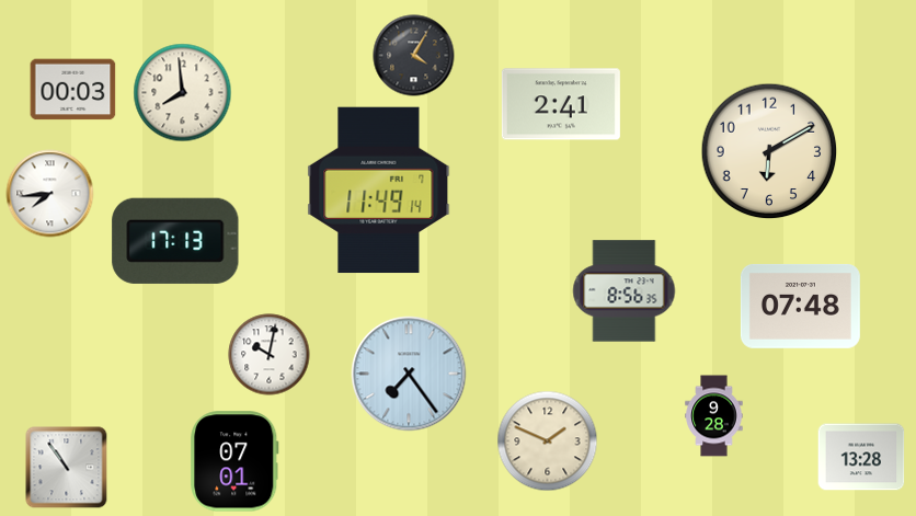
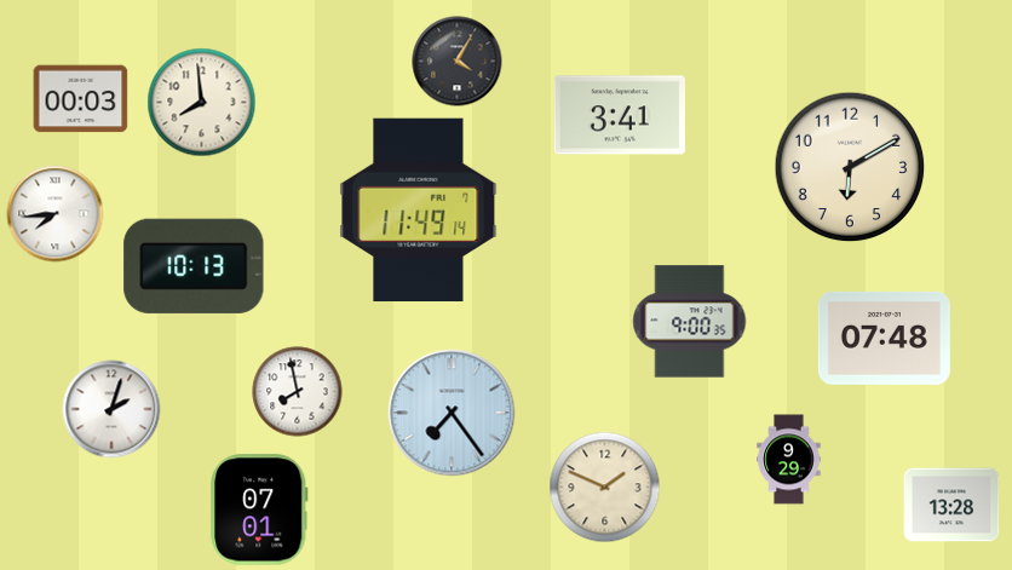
clock at (561, 104): 2:41 -> 3:41
clock at (175, 241): 17:13 -> 10:13
clock at (625, 291): 8:56 -> 9:00
clock at (270, 355): 10:02 -> 7:58
clock at (111, 409): none -> 2:03
clock at (714, 416): 9:28 -> 9:29
clock at (67, 468): 10:54 -> none
